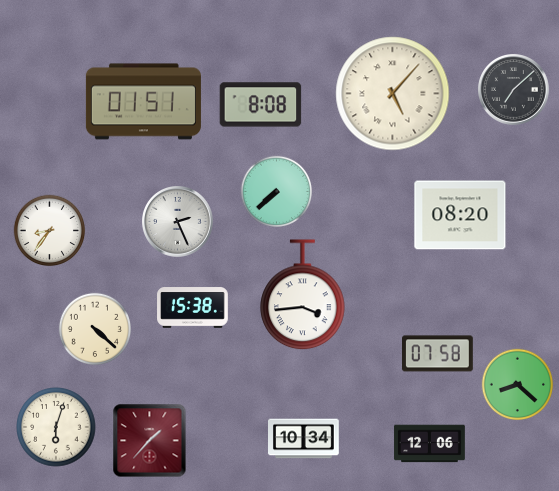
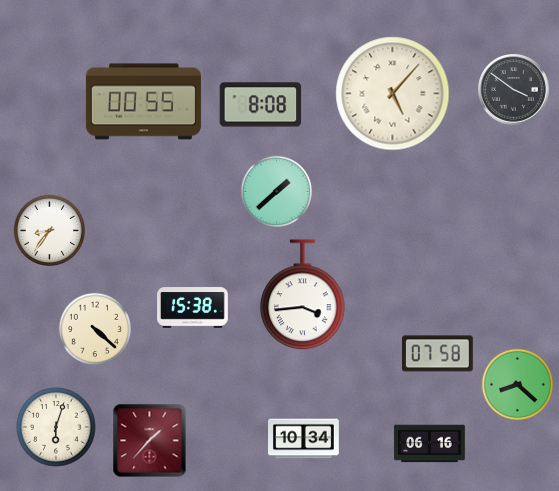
clock at (514, 90): 7:08 -> 3:51
clock at (143, 102): 01:51 -> 00:55
clock at (277, 192): 7:38 -> 1:38
clock at (460, 215): 08:20 -> none
clock at (178, 222): 2:26 -> none
clock at (430, 444): 12:06 -> 06:16
